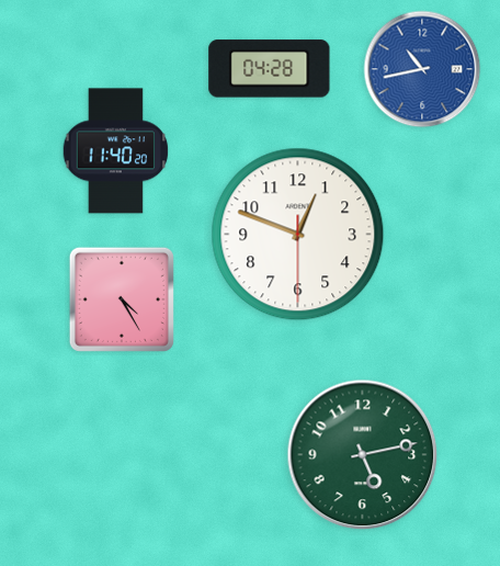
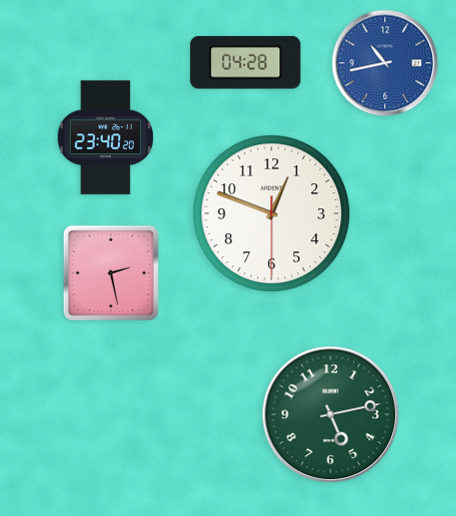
clock at (116, 151): 11:40 -> 23:40
clock at (122, 299): 4:25 -> 2:28
